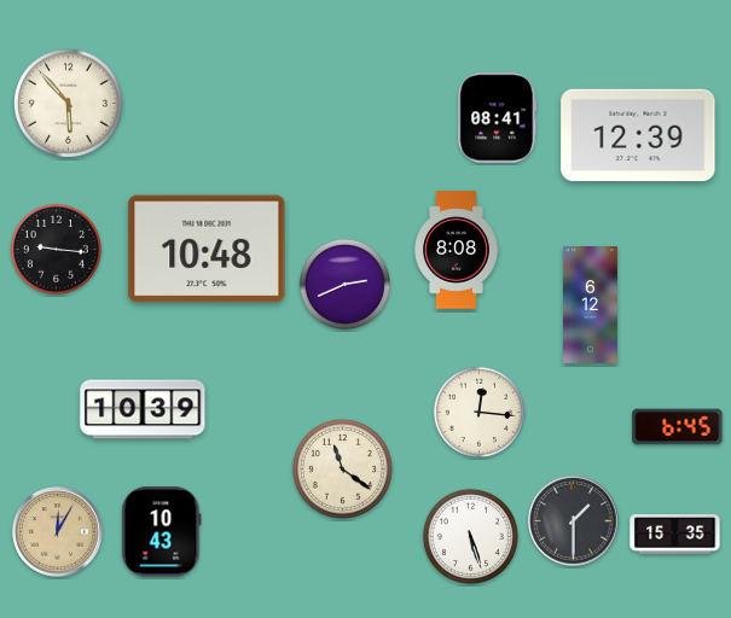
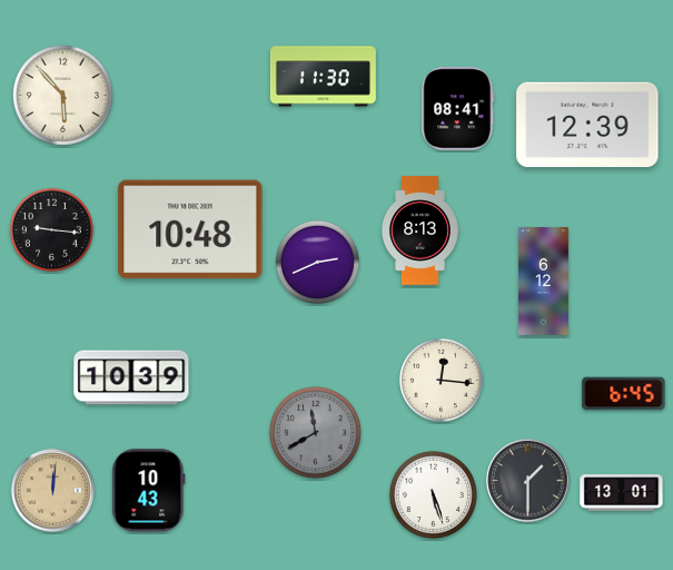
clock at (323, 77): none -> 11:30
clock at (457, 250): 8:08 -> 8:13
clock at (342, 468): 11:21 -> 11:40
clock at (342, 468) dial: cream -> grey
clock at (58, 532): 12:05 -> 12:01
clock at (675, 535): 15:35 -> 13:01
